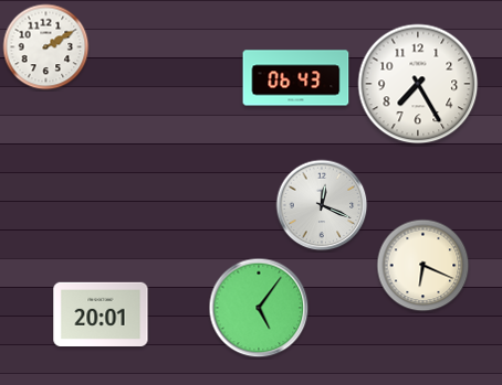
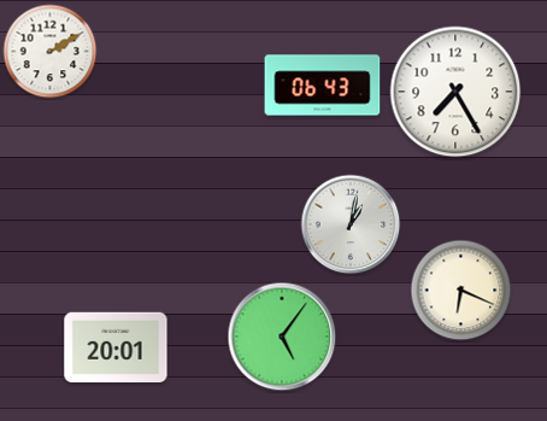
clock at (322, 205): 12:19 -> 1:02
clock at (101, 313) position: (101, 313) -> (116, 346)
